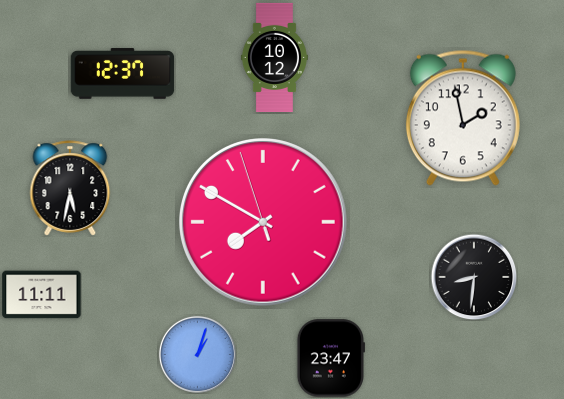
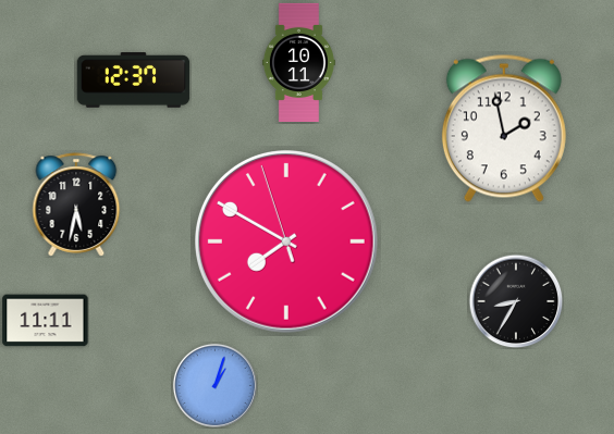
clock at (274, 57): 10:12 -> 10:11
clock at (474, 277): 8:31 -> 8:35
clock at (330, 358): 23:47 -> none
